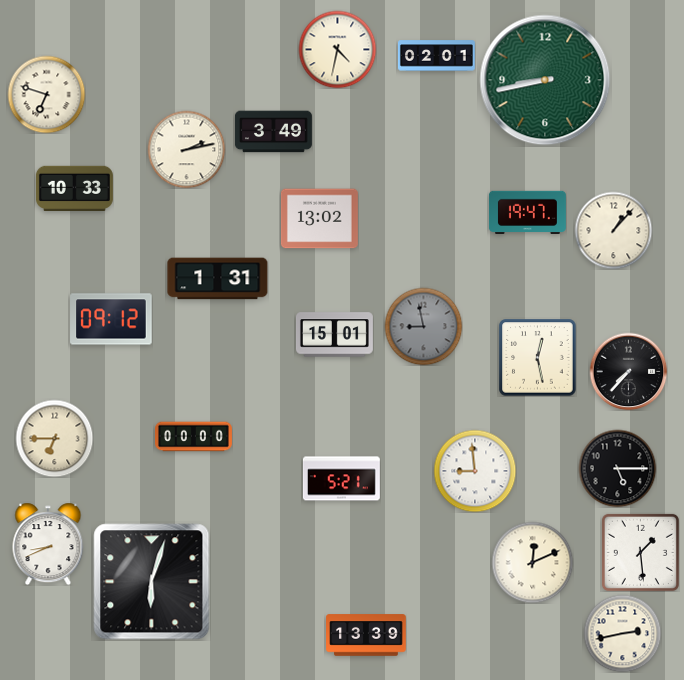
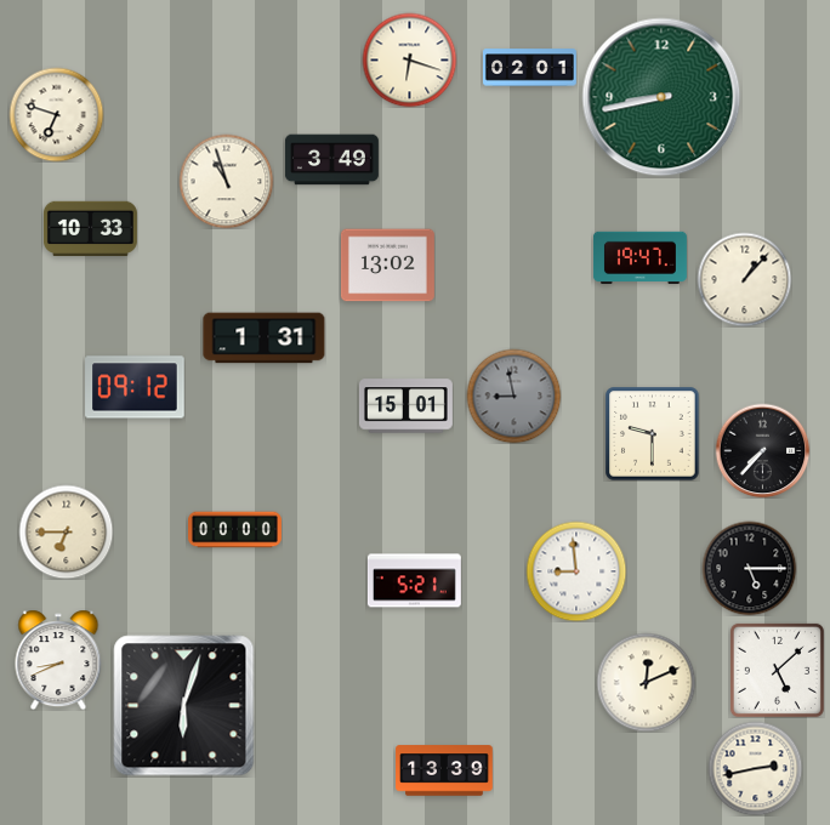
clock at (337, 49): 4:32 -> 6:18
clock at (186, 149): 2:13 -> 10:57
clock at (537, 357): 12:28 -> 9:30
clock at (640, 552): 1:29 -> 5:08
